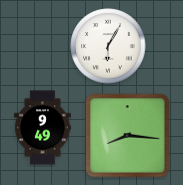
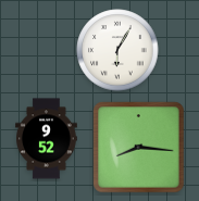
clock at (43, 128): 9:49 -> 9:52
